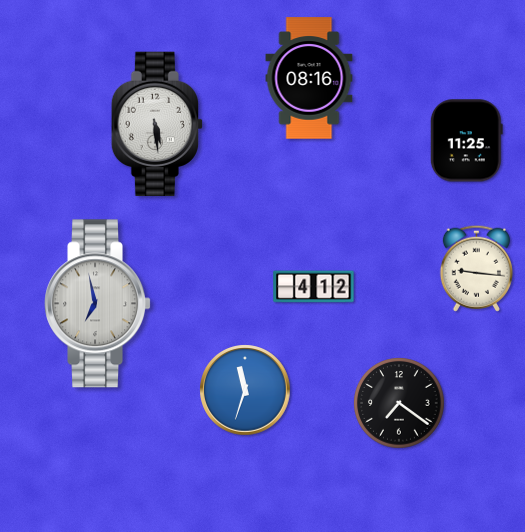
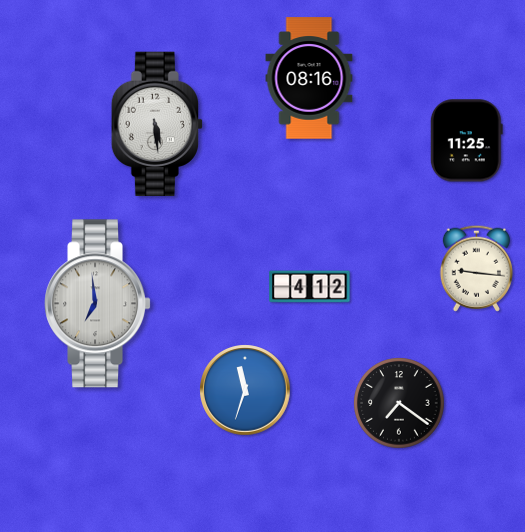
clock at (314, 287) position: (314, 287) -> (310, 287)
clock at (98, 304): 6:58 -> 6:59
